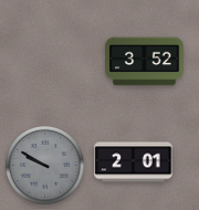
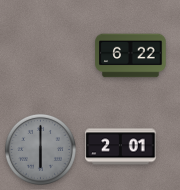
clock at (145, 62): 3:52 -> 6:22
clock at (44, 165): 9:50 -> 6:00
